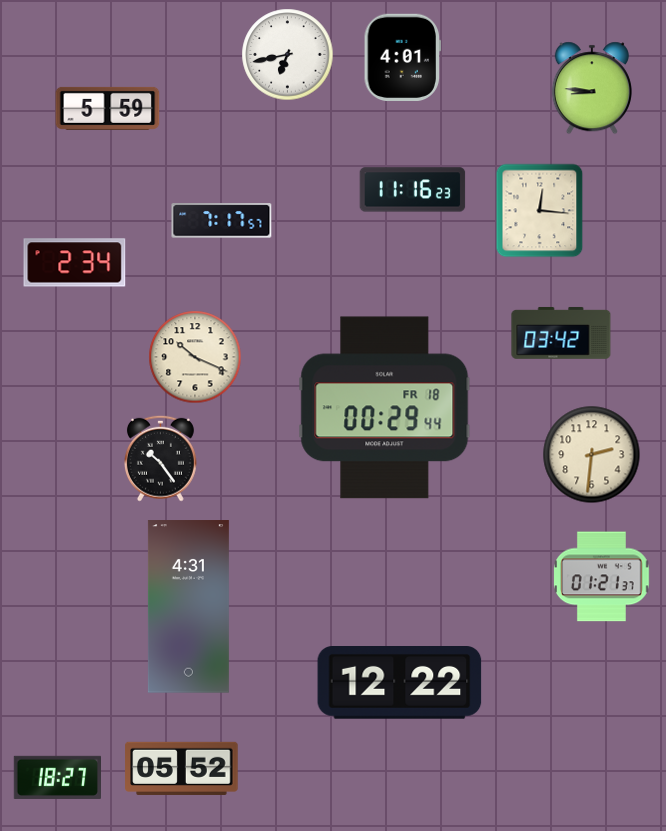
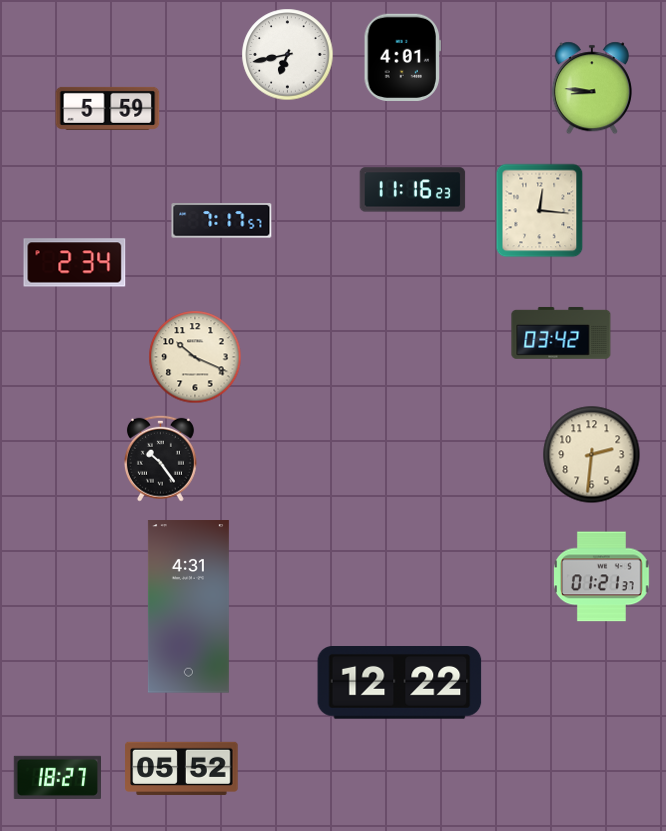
clock at (385, 408): 00:29 -> none
